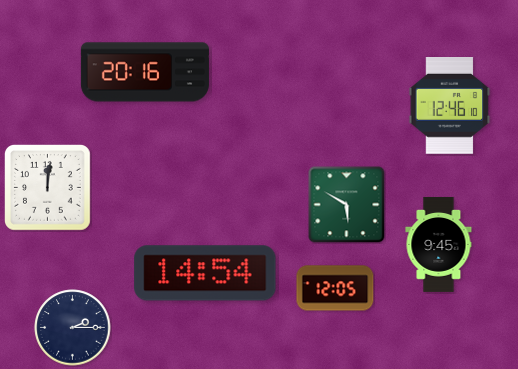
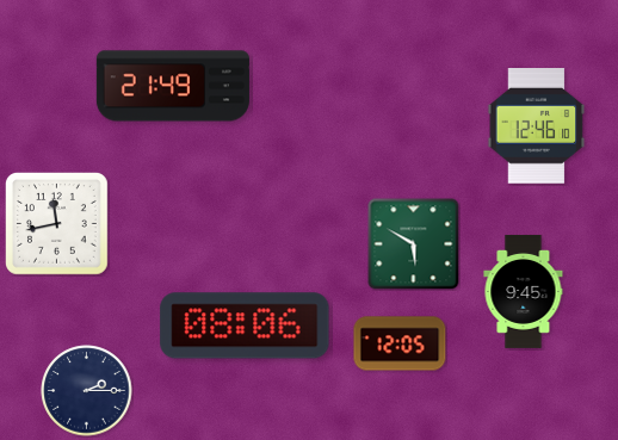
clock at (145, 72): 20:16 -> 21:49
clock at (48, 188): 12:01 -> 11:43
clock at (205, 273): 14:54 -> 08:06
